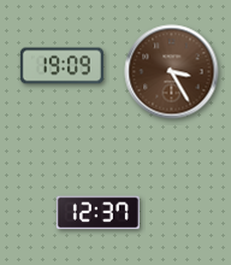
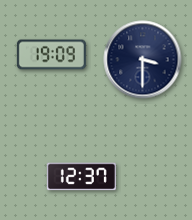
clock at (172, 72): 3:25 -> 3:30
clock at (172, 72) dial: brown -> navy
